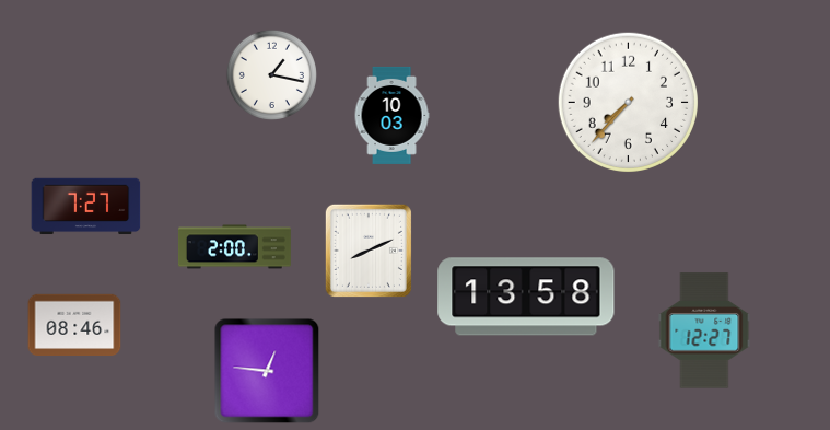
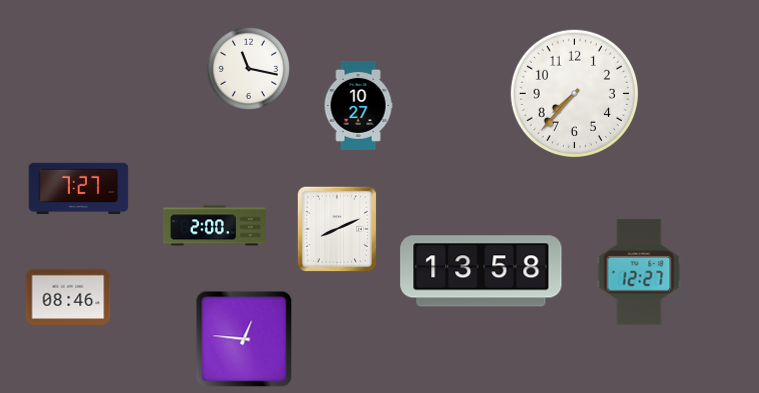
clock at (271, 74): 1:17 -> 11:17
clock at (391, 115): 10:03 -> 10:27
clock at (704, 330) position: (704, 330) -> (639, 272)
